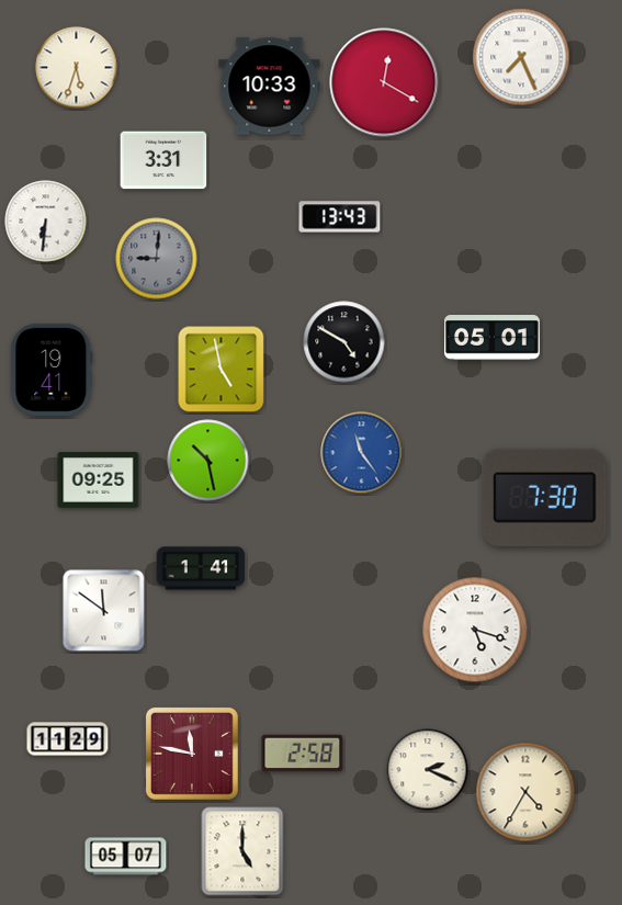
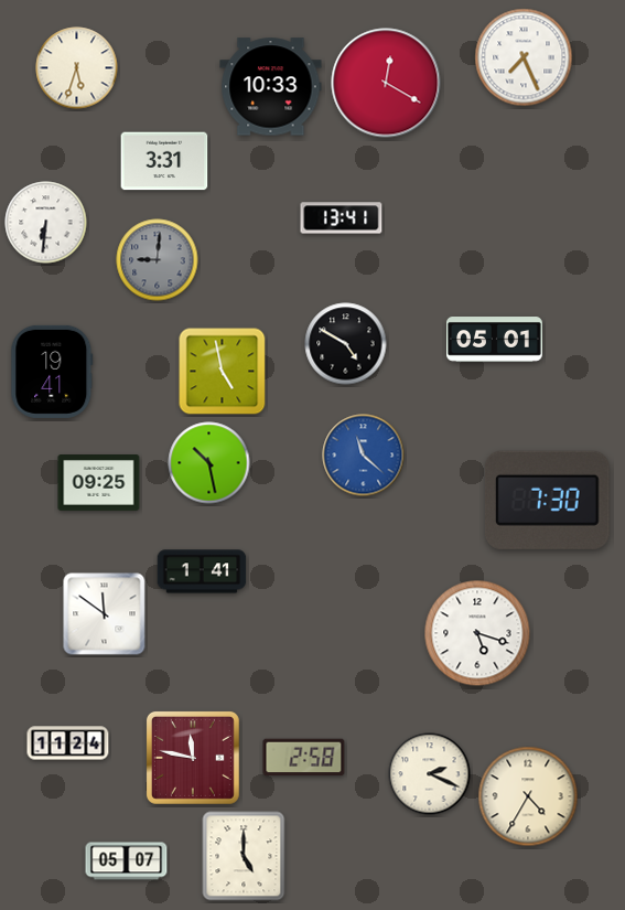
clock at (340, 217): 13:43 -> 13:41
clock at (362, 453): 11:24 -> 11:22
clock at (68, 739): 11:29 -> 11:24
